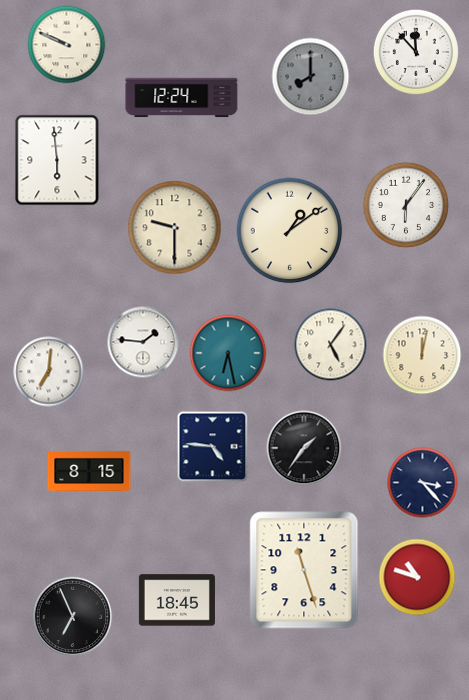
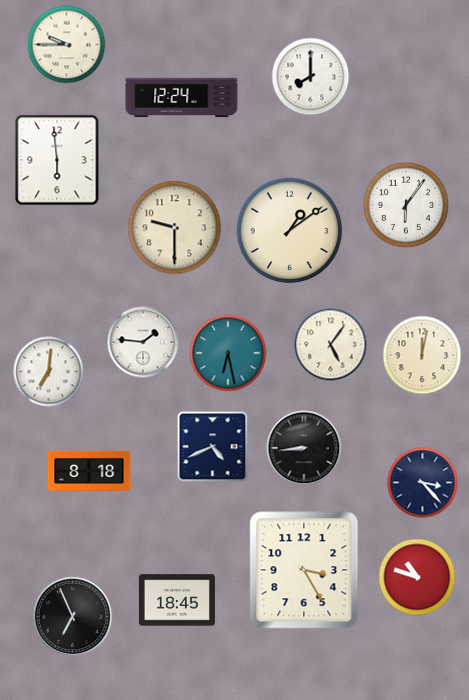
clock at (67, 45): 9:49 -> 9:45
clock at (416, 52): 11:53 -> none
clock at (311, 77) dial: grey -> white
clock at (213, 447): 4:46 -> 4:41
clock at (304, 448): 1:36 -> 8:44
clock at (89, 471): 8:15 -> 8:18
clock at (304, 570): 11:27 -> 3:25
